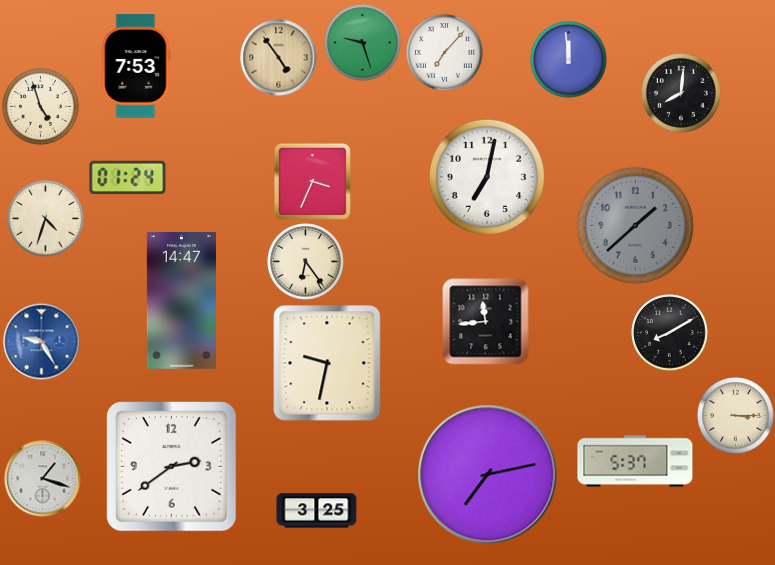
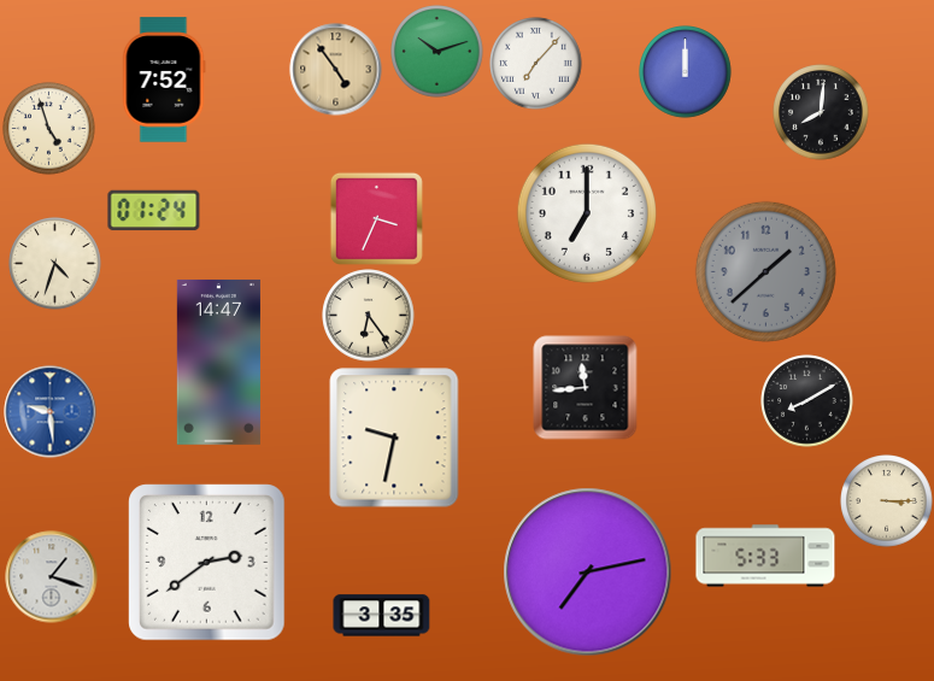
clock at (363, 43): 9:27 -> 10:12
clock at (569, 60): 11:59 -> 12:00
clock at (136, 66): 7:53 -> 7:52
clock at (487, 177): 7:02 -> 7:00
clock at (128, 178) position: (128, 178) -> (154, 211)
clock at (42, 342): 9:25 -> 9:29
clock at (635, 461): 5:37 -> 5:33
clock at (317, 511): 3:25 -> 3:35
